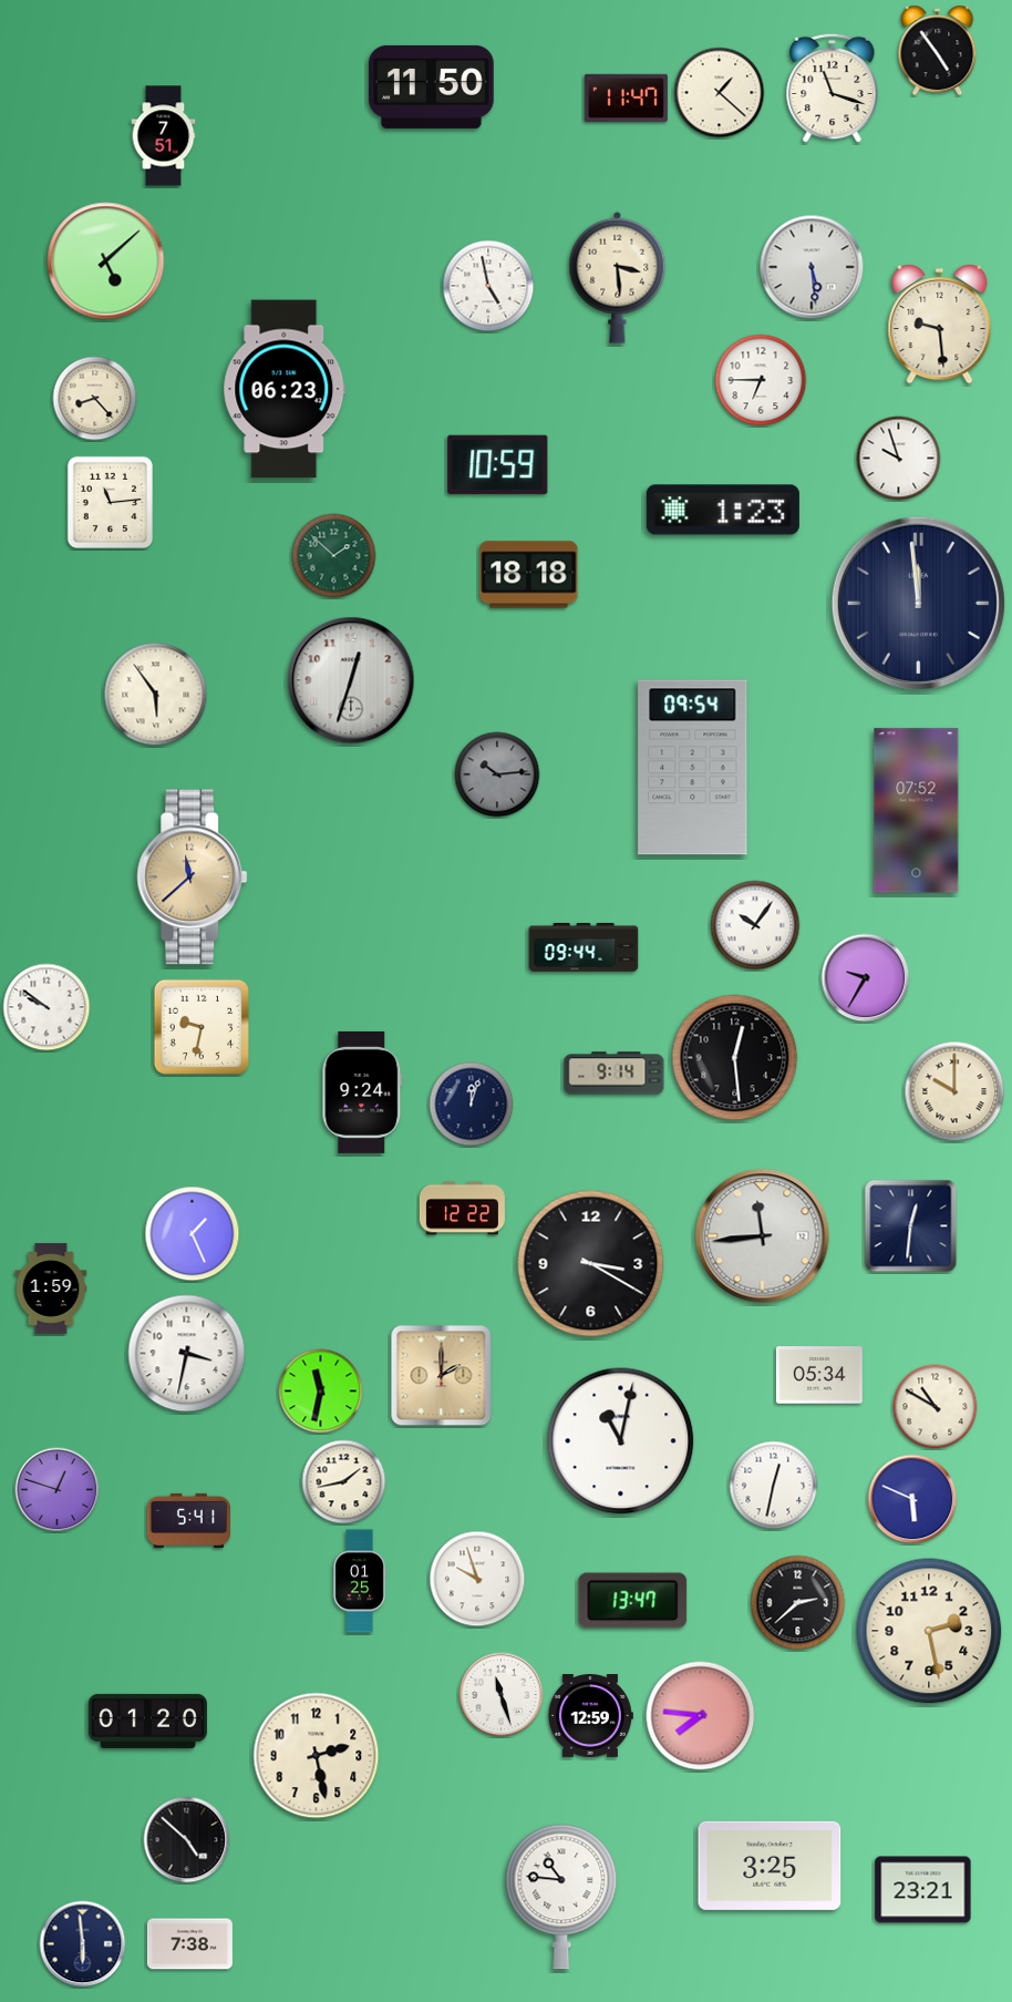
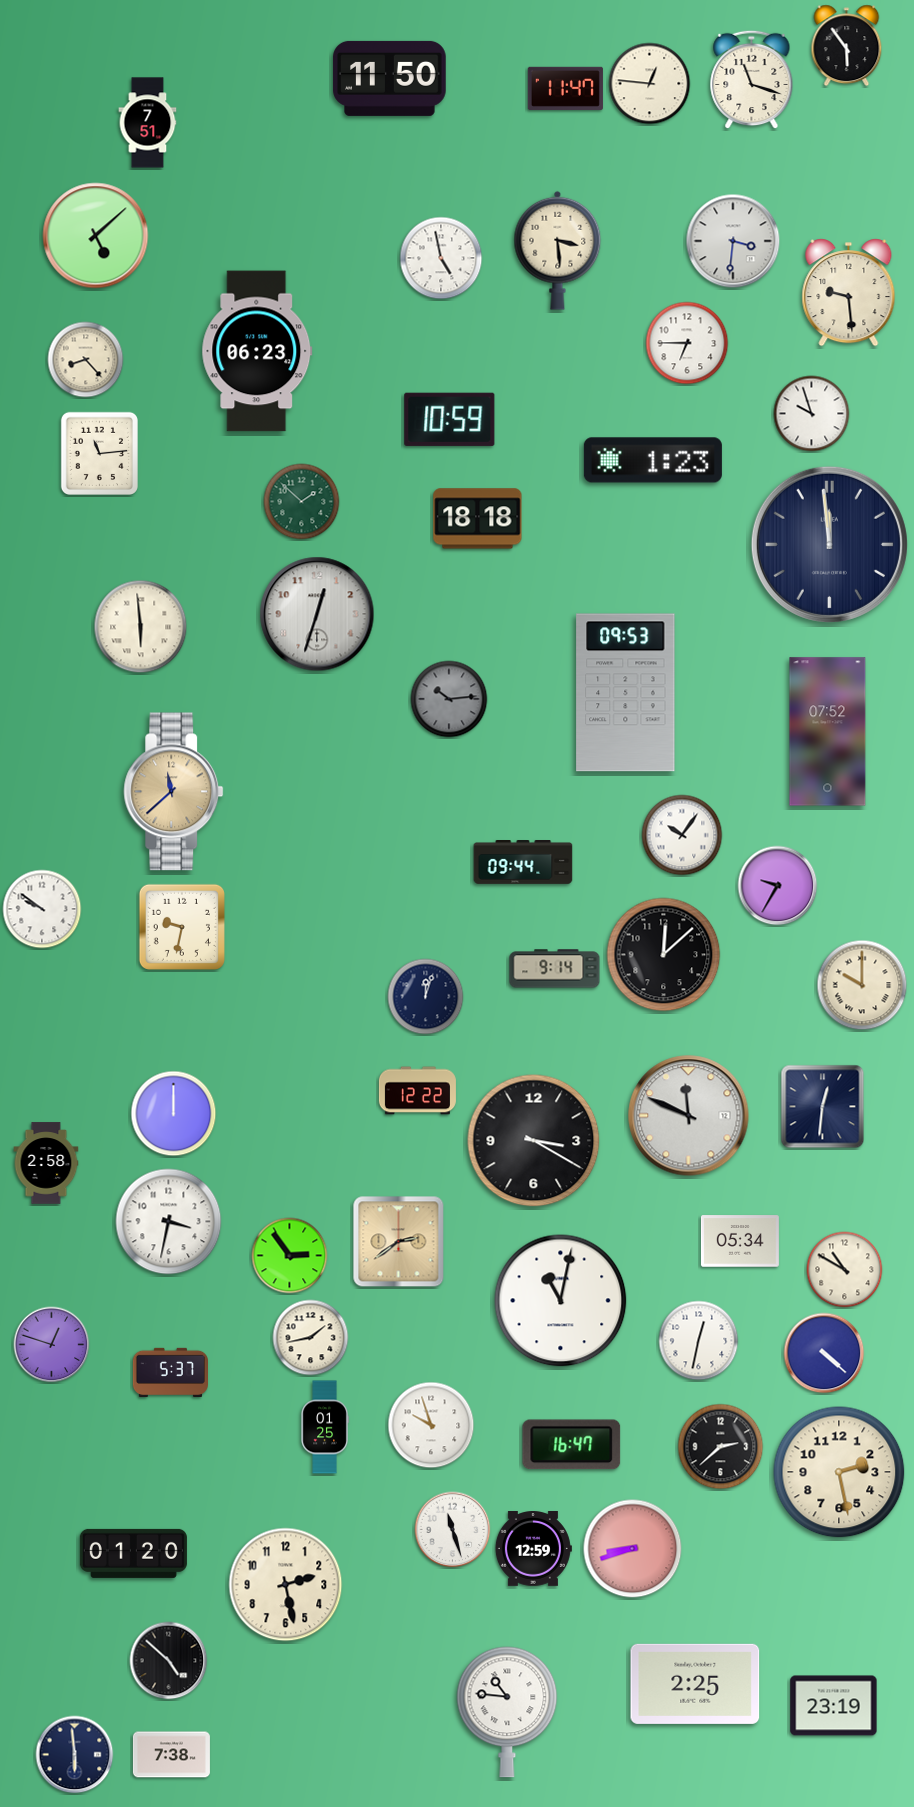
clock at (938, 51): 4:54 -> 5:54
clock at (720, 93): 1:22 -> 12:46
clock at (812, 267): 5:29 -> 3:31
clock at (156, 695): 5:54 -> 5:59
clock at (693, 768): 09:54 -> 09:53
clock at (584, 948) position: (584, 948) -> (523, 863)
clock at (866, 978) position: (866, 978) -> (778, 886)
clock at (735, 1058): 12:29 -> 12:08
clock at (362, 1092): 9:24 -> none
clock at (193, 1234): 1:26 -> 12:00
clock at (763, 1236): 11:44 -> 11:49
clock at (51, 1289): 1:59 -> 2:58
clock at (442, 1376): 2:00 -> 2:39
clock at (321, 1392): 11:32 -> 2:54
clock at (912, 1499): 5:49 -> 4:22
clock at (188, 1520): 5:41 -> 5:37
clock at (633, 1601): 13:47 -> 16:47
clock at (701, 1716): 7:46 -> 8:42
clock at (770, 1866): 3:25 -> 2:25
clock at (923, 1890): 23:21 -> 23:19
